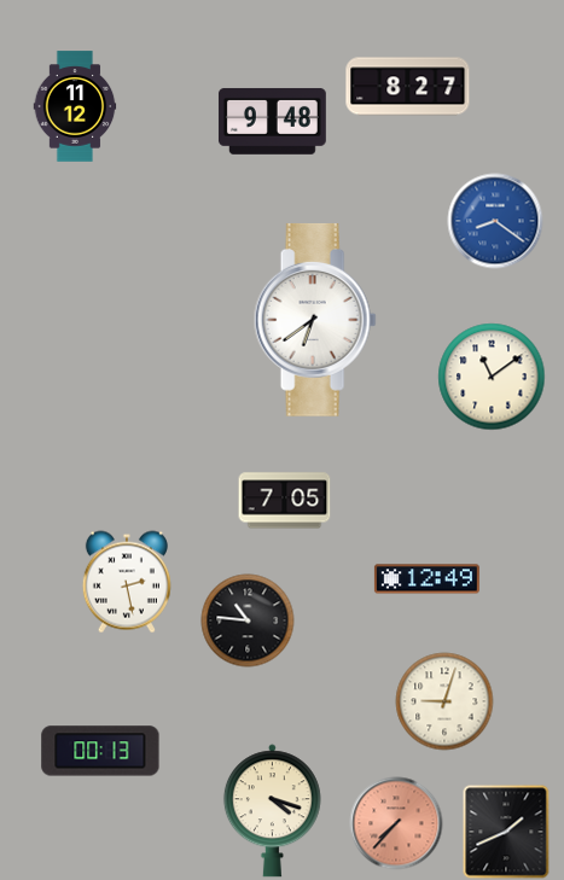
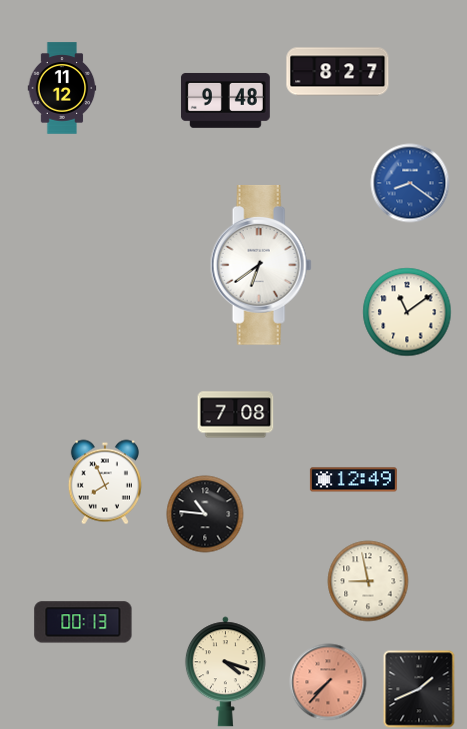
clock at (285, 501): 7:05 -> 7:08
clock at (127, 582): 2:28 -> 7:56
clock at (444, 701): 9:03 -> 8:58
